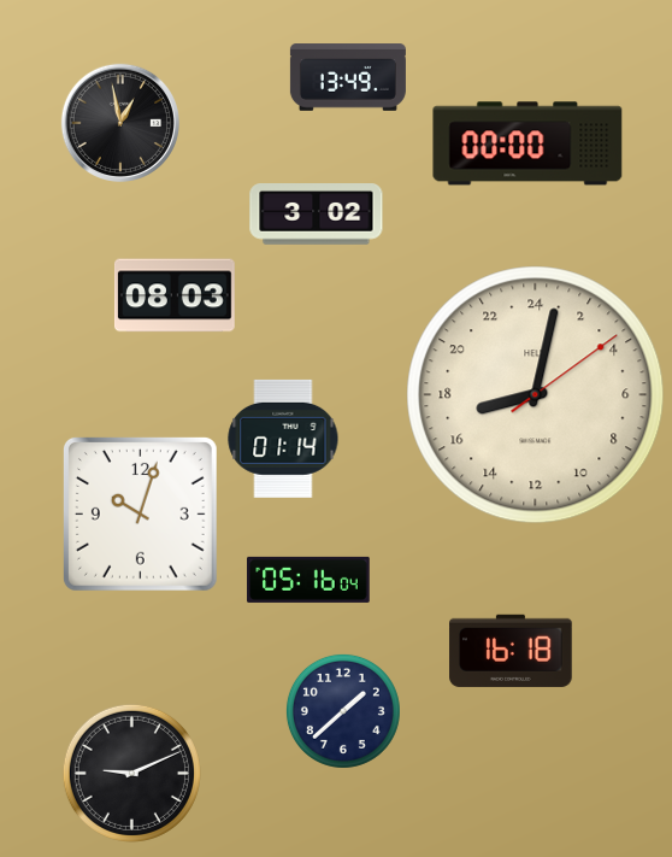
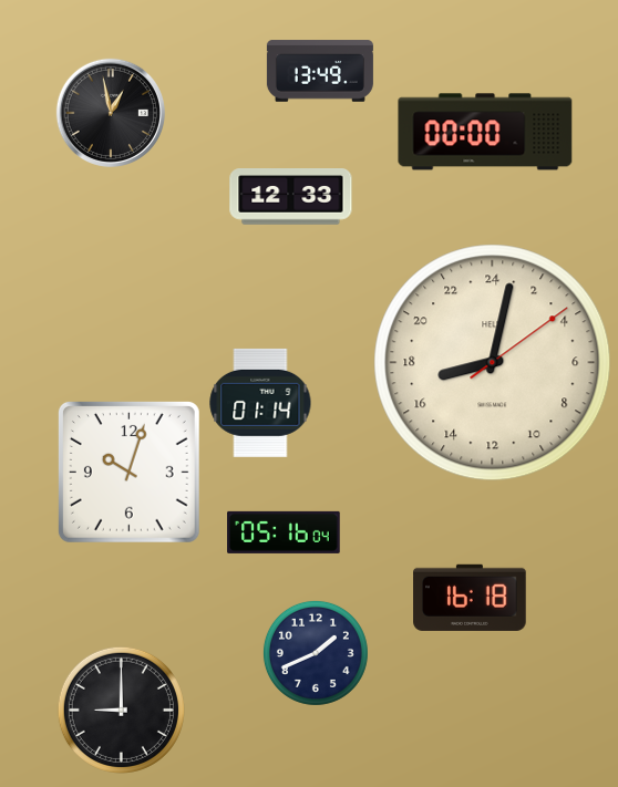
clock at (317, 215): 3:02 -> 12:33
clock at (175, 295): 08:03 -> none
clock at (343, 711): 1:38 -> 1:41
clock at (131, 773): 9:11 -> 9:00
